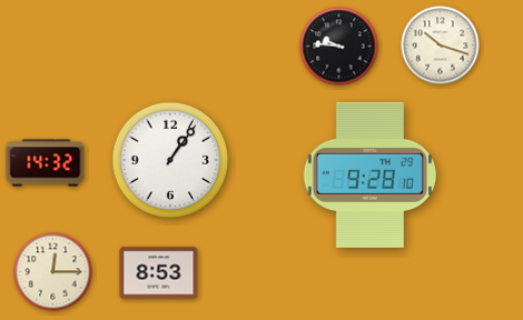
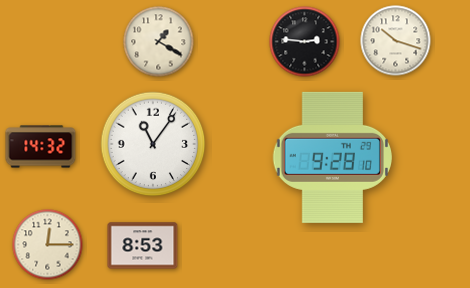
clock at (159, 42): none -> 1:20
clock at (339, 47): 9:46 -> 2:46
clock at (170, 160): 1:06 -> 11:06
